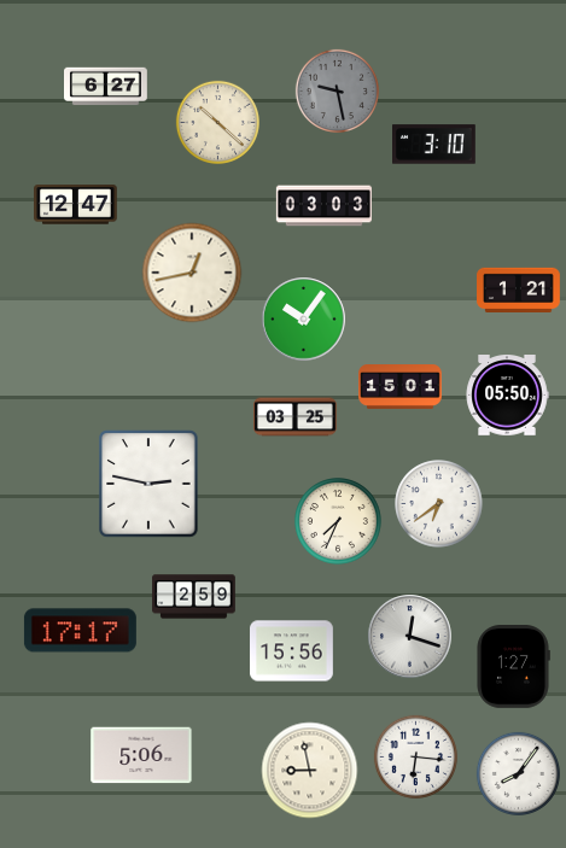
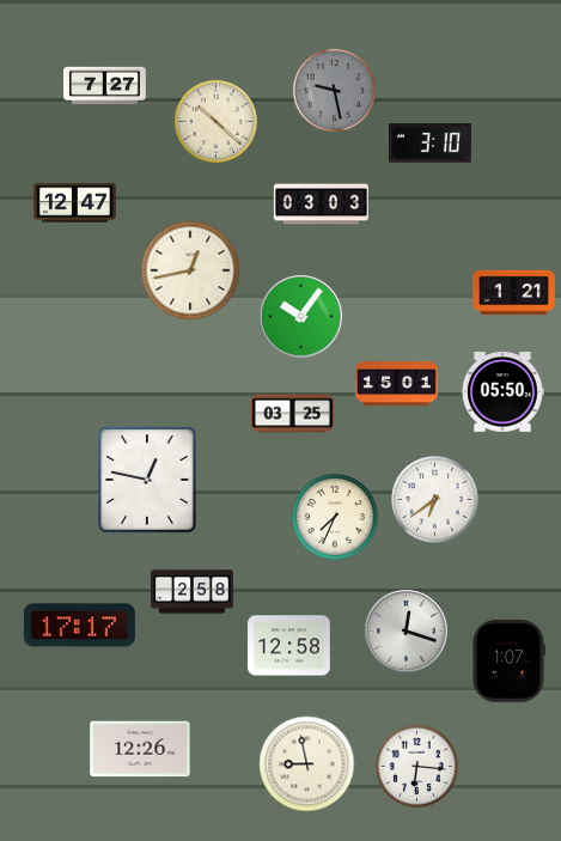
clock at (106, 87): 6:27 -> 7:27
clock at (519, 291) position: (519, 291) -> (514, 293)
clock at (148, 484): 2:47 -> 12:47
clock at (194, 597): 2:59 -> 2:58
clock at (292, 651): 15:56 -> 12:58
clock at (513, 667): 1:27 -> 1:07
clock at (141, 755): 5:06 -> 12:26
clock at (415, 756) position: (415, 756) -> (416, 766)
clock at (518, 773): 8:06 -> none
